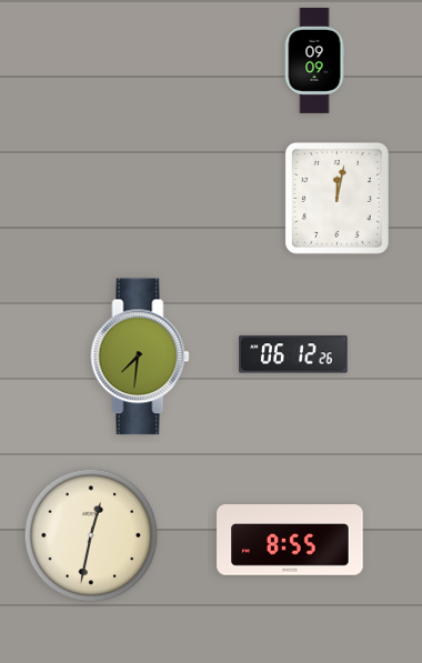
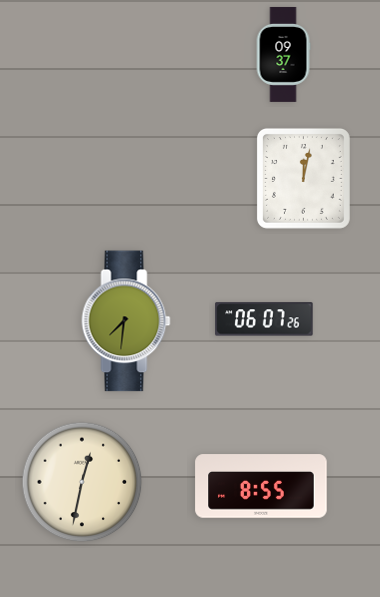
clock at (314, 60): 09:09 -> 09:37
clock at (293, 354): 06:12 -> 06:07
